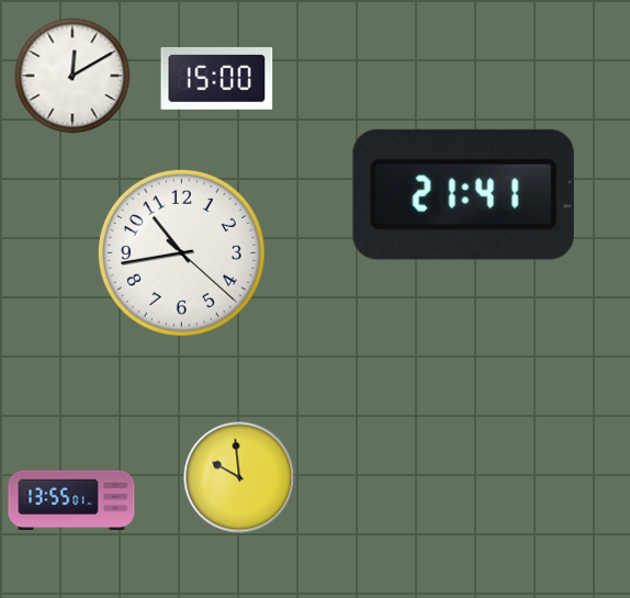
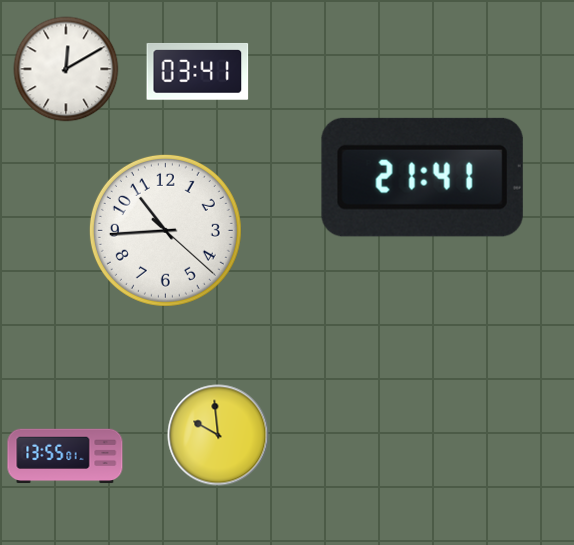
clock at (217, 78): 15:00 -> 03:41
clock at (181, 252): 10:43 -> 10:44
